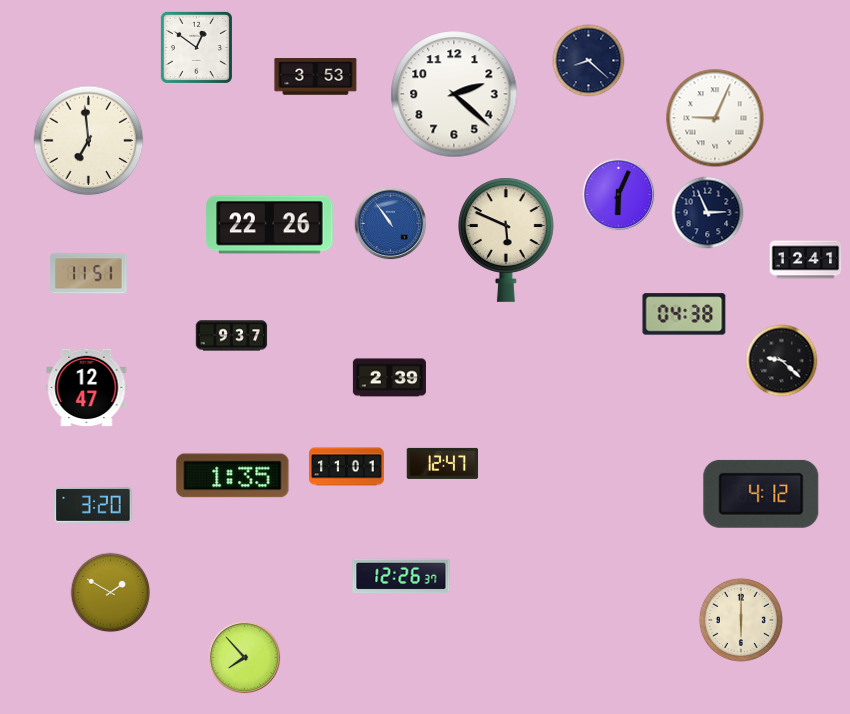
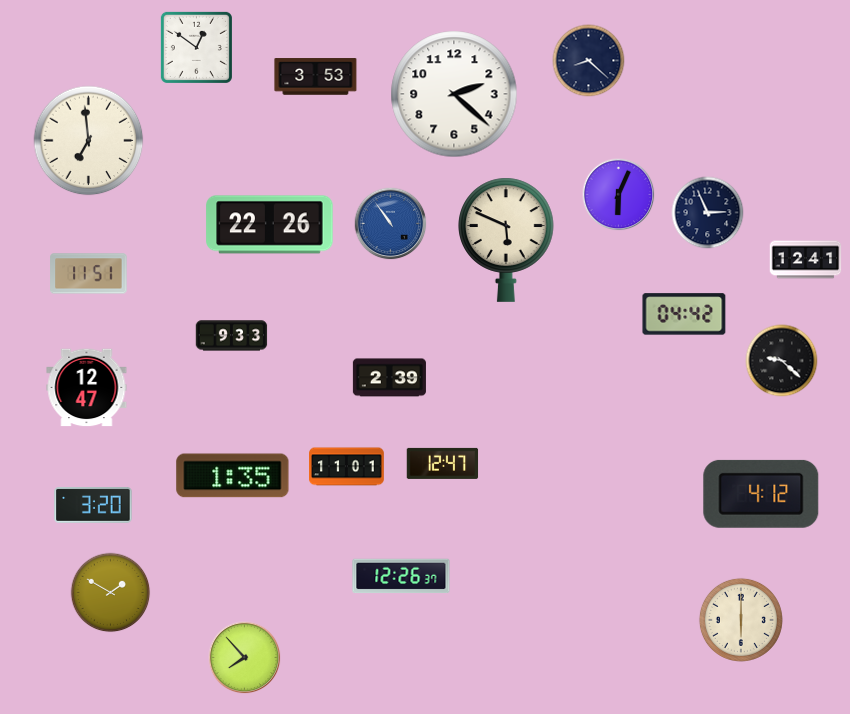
clock at (715, 118): 9:04 -> none
clock at (684, 314): 04:38 -> 04:42
clock at (232, 336): 9:37 -> 9:33
